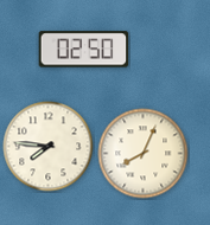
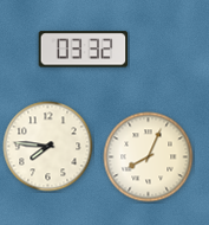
clock at (84, 50): 02:50 -> 03:32
clock at (144, 154) position: (144, 154) -> (149, 157)
